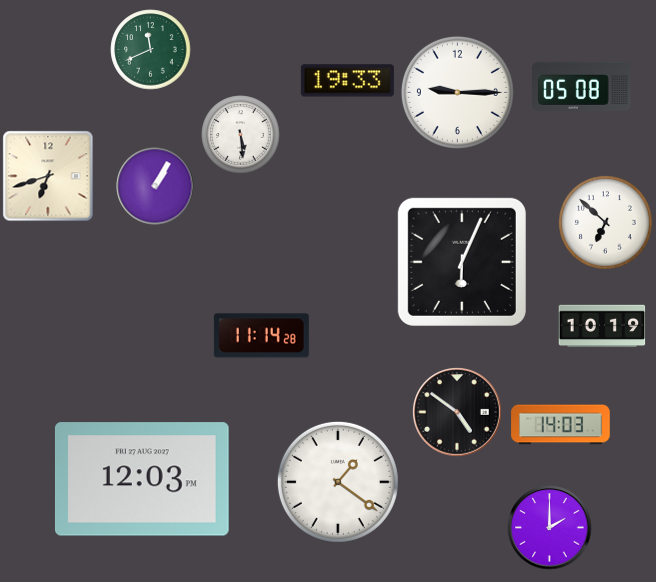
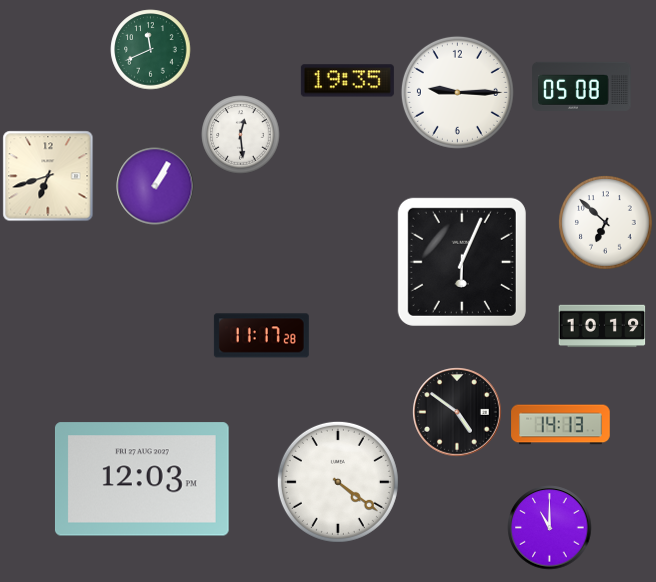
clock at (347, 81): 19:33 -> 19:35
clock at (241, 135): 5:29 -> 12:29
clock at (261, 336): 11:14 -> 11:17
clock at (561, 425): 14:03 -> 14:13
clock at (338, 482): 1:21 -> 4:21
clock at (550, 528): 2:00 -> 11:00
